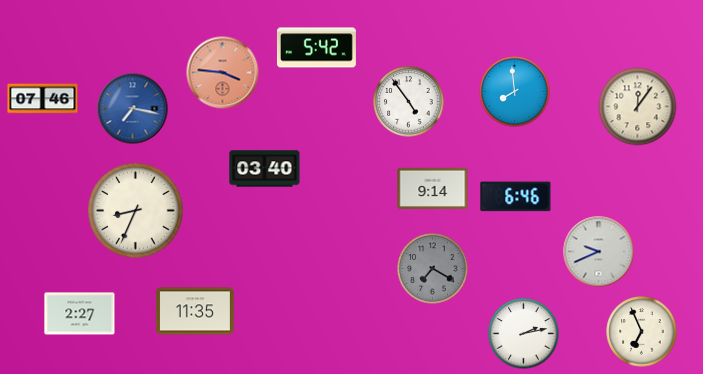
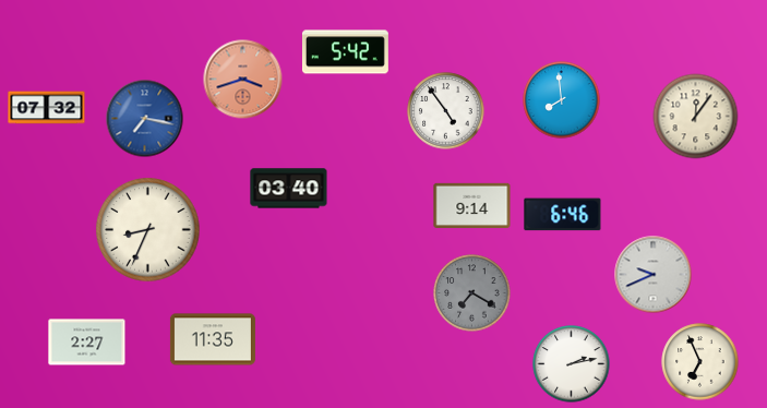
clock at (223, 73): 3:46 -> 3:42
clock at (43, 99): 07:46 -> 07:32
clock at (265, 169) position: (265, 169) -> (289, 189)
